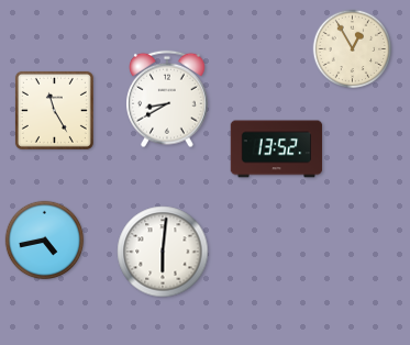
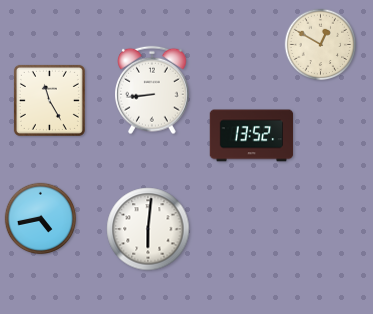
clock at (353, 49): 12:55 -> 12:50
clock at (168, 99): 8:40 -> 8:44
